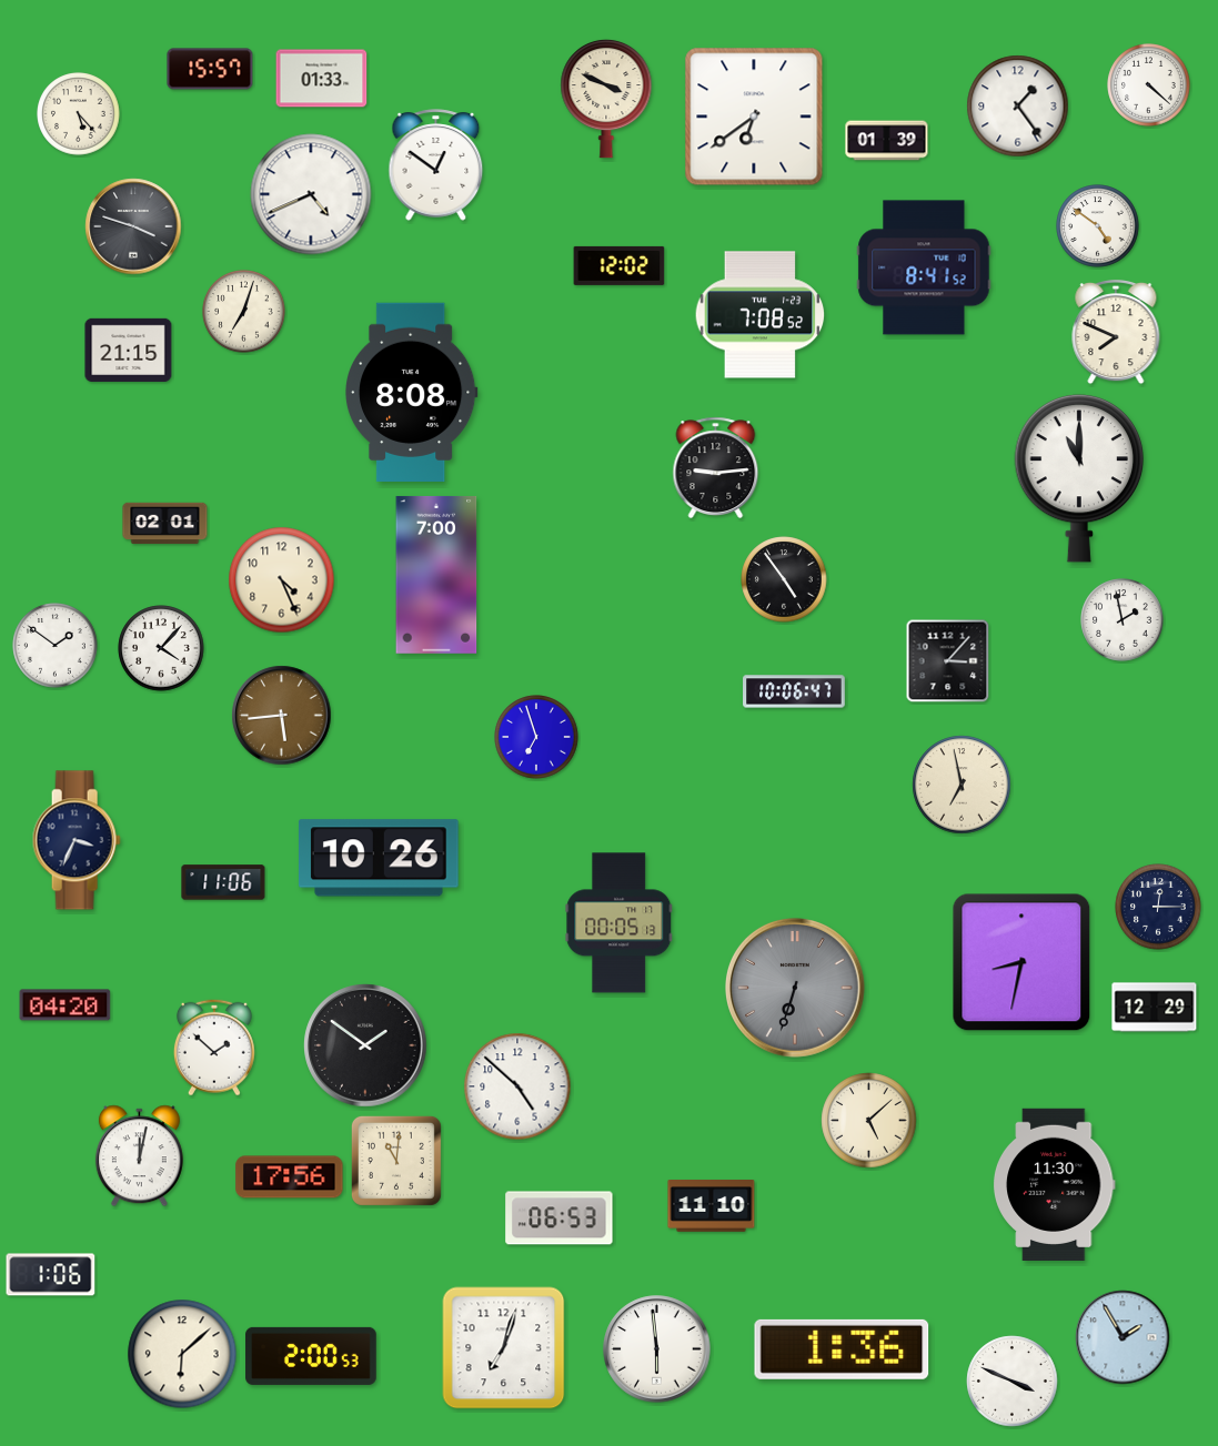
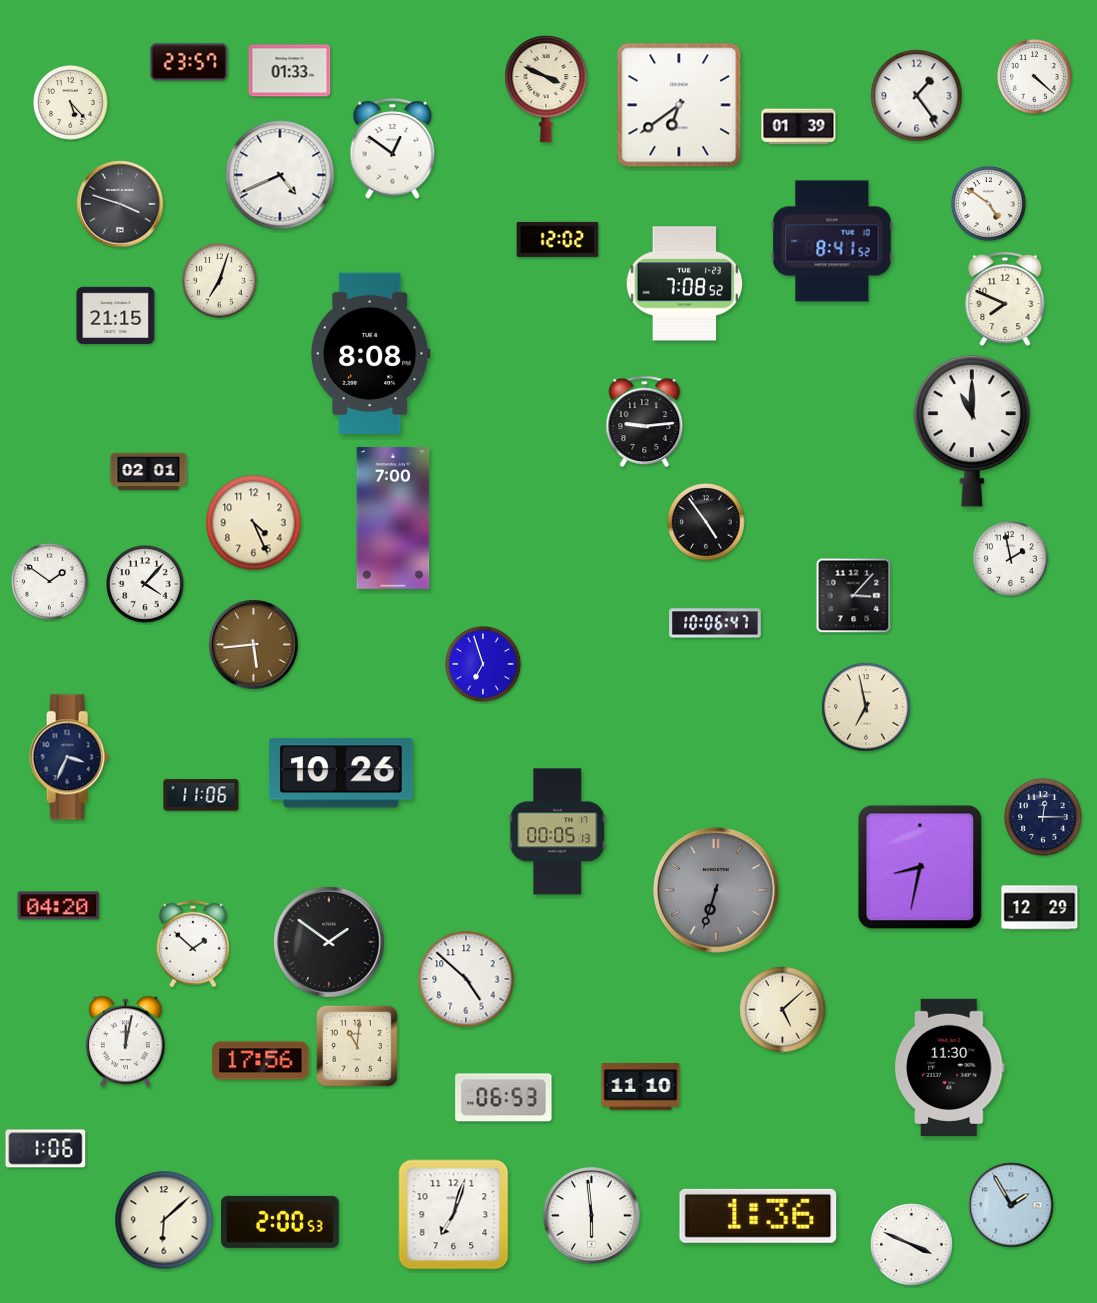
clock at (210, 69): 15:57 -> 23:57
